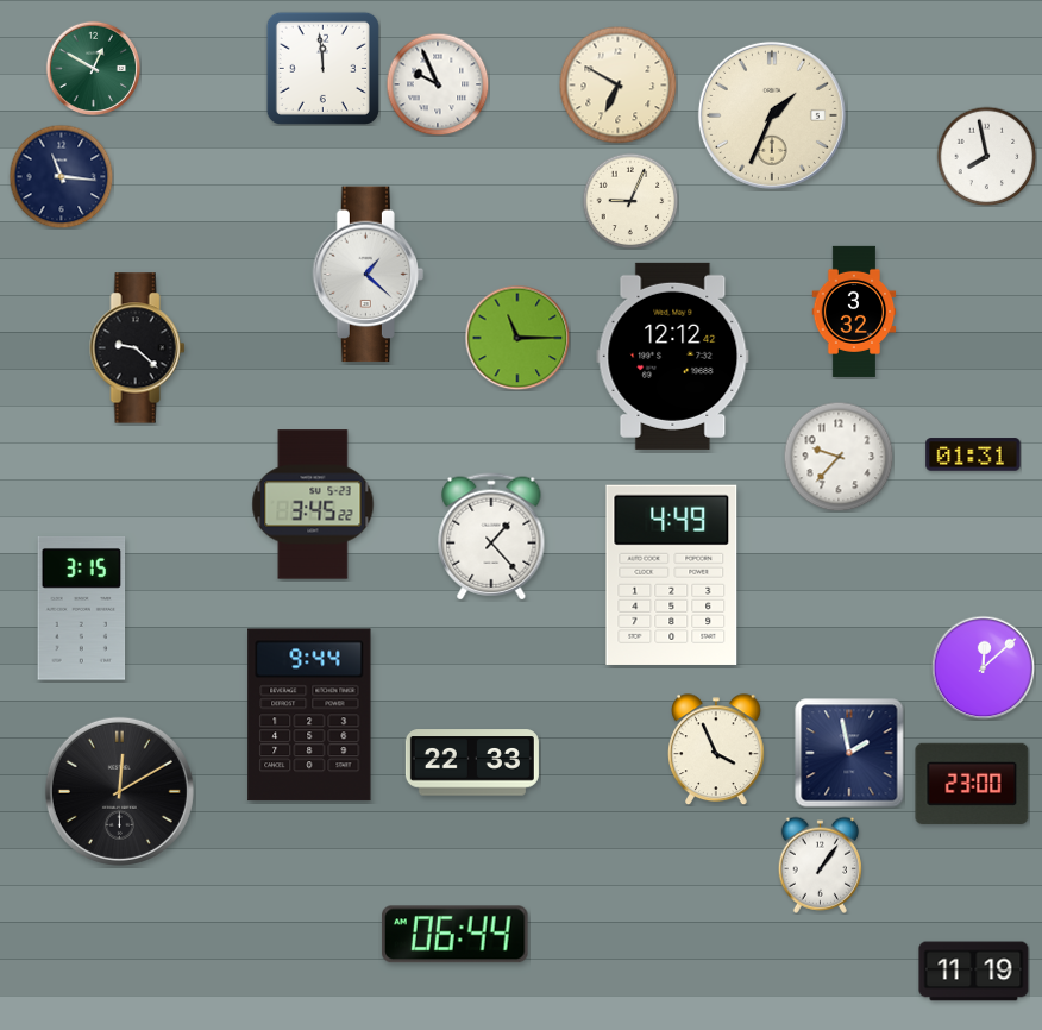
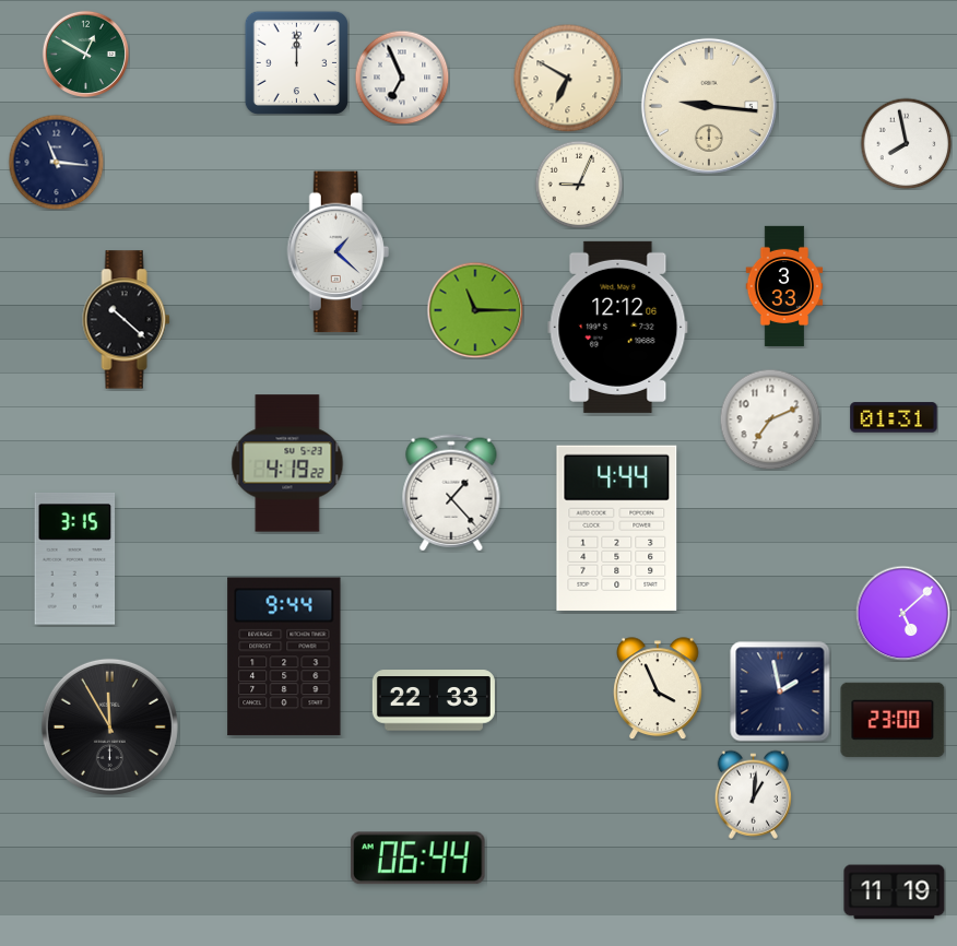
clock at (93, 68) position: (93, 68) -> (85, 54)
clock at (322, 68): 11:59 -> 12:00
clock at (438, 84): 9:56 -> 6:56
clock at (772, 115): 1:34 -> 9:16
clock at (854, 312): 3:32 -> 3:33
clock at (138, 348): 9:22 -> 10:22
clock at (673, 356): 12:12:42 -> 12:12:06
clock at (839, 457): 9:37 -> 7:11
clock at (313, 504): 3:45 -> 4:19
clock at (672, 574): 4:49 -> 4:44
clock at (983, 667): 12:08 -> 5:08
clock at (119, 791): 12:10 -> 11:55
clock at (820, 865): 1:06 -> 1:01
